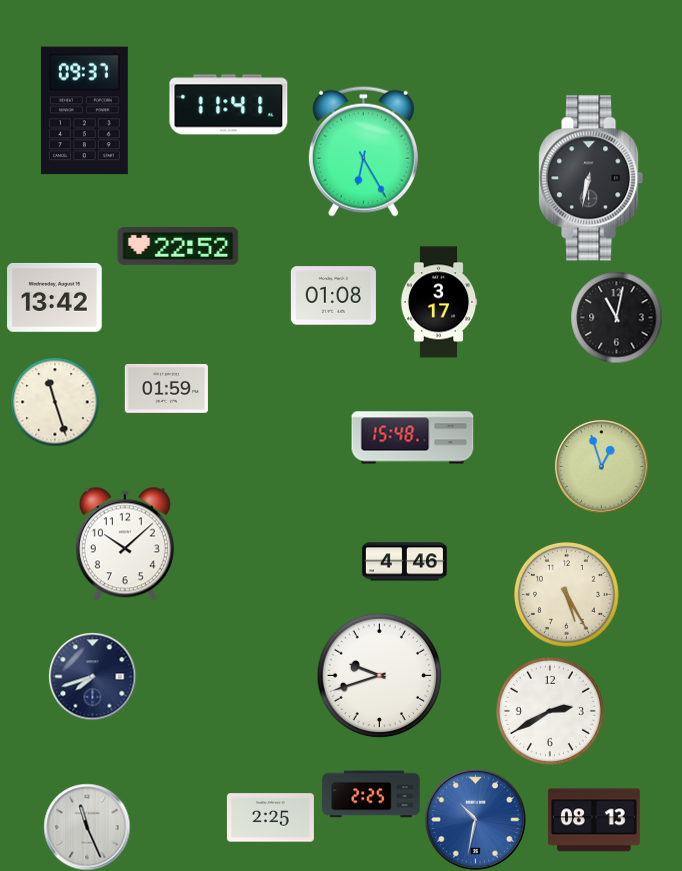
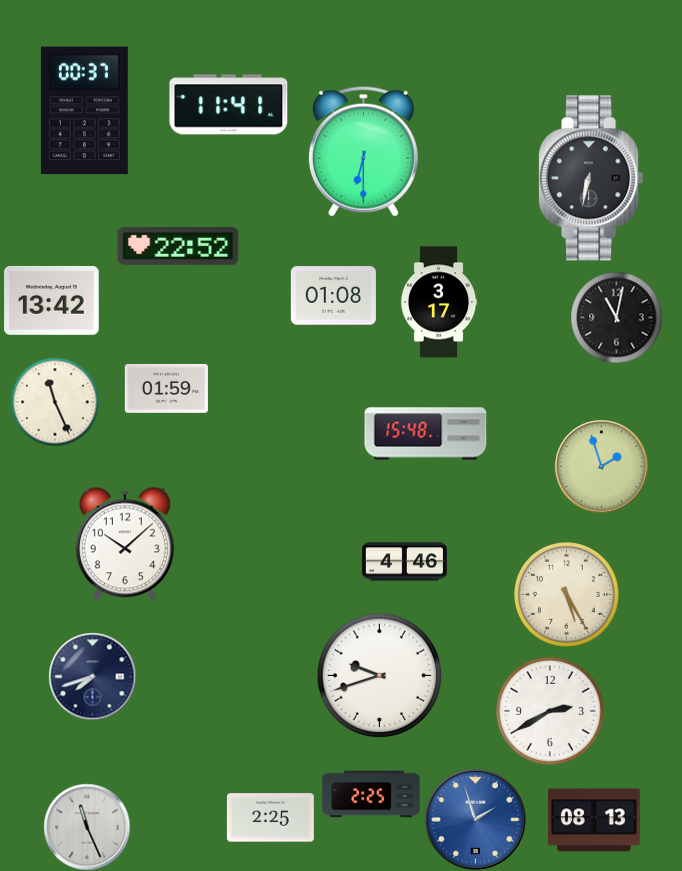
clock at (84, 111): 09:37 -> 00:37
clock at (363, 151): 6:25 -> 6:30
clock at (55, 297) position: (55, 297) -> (52, 300)
clock at (55, 402): 11:27 -> 11:26
clock at (413, 438) position: (413, 438) -> (426, 434)
clock at (601, 466): 12:57 -> 1:57
clock at (475, 819): 10:32 -> 1:57
